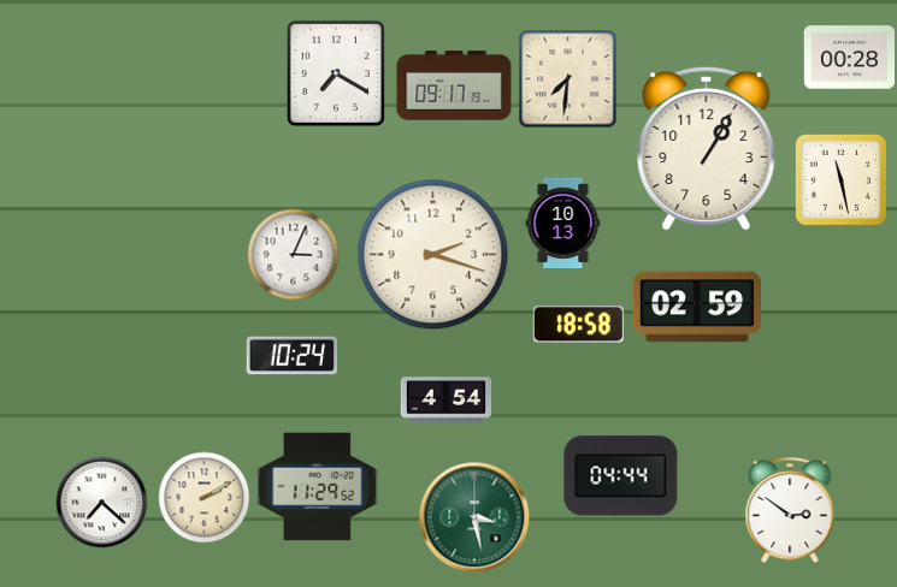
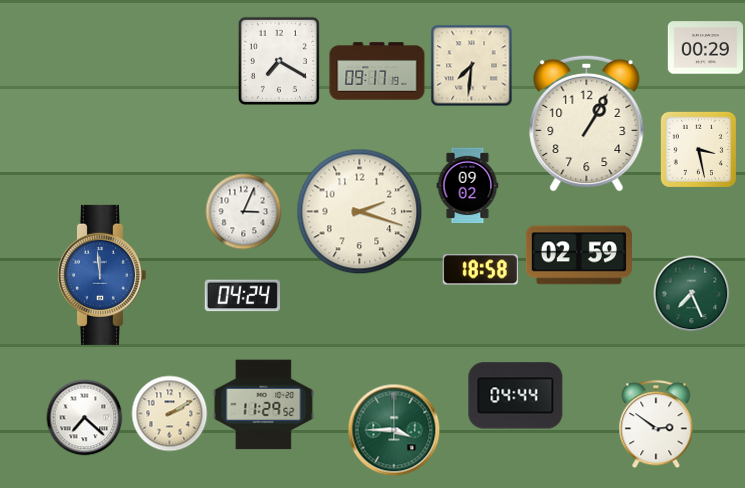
clock at (850, 58): 00:28 -> 00:29
clock at (840, 179): 11:28 -> 3:28
clock at (563, 224): 10:13 -> 09:02
clock at (101, 275): none -> 11:59
clock at (692, 294): none -> 7:26
clock at (291, 356): 10:24 -> 04:24
clock at (447, 401): 4:54 -> none
clock at (474, 517): 3:28 -> 3:45
